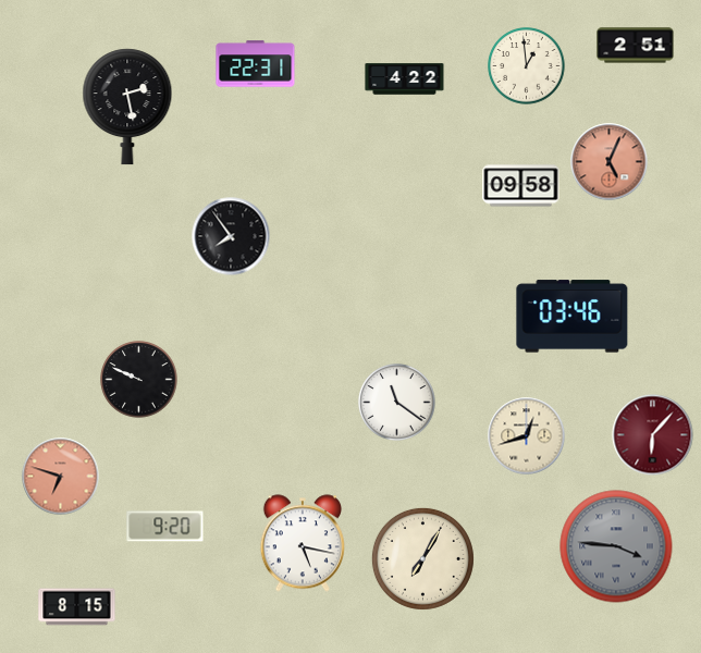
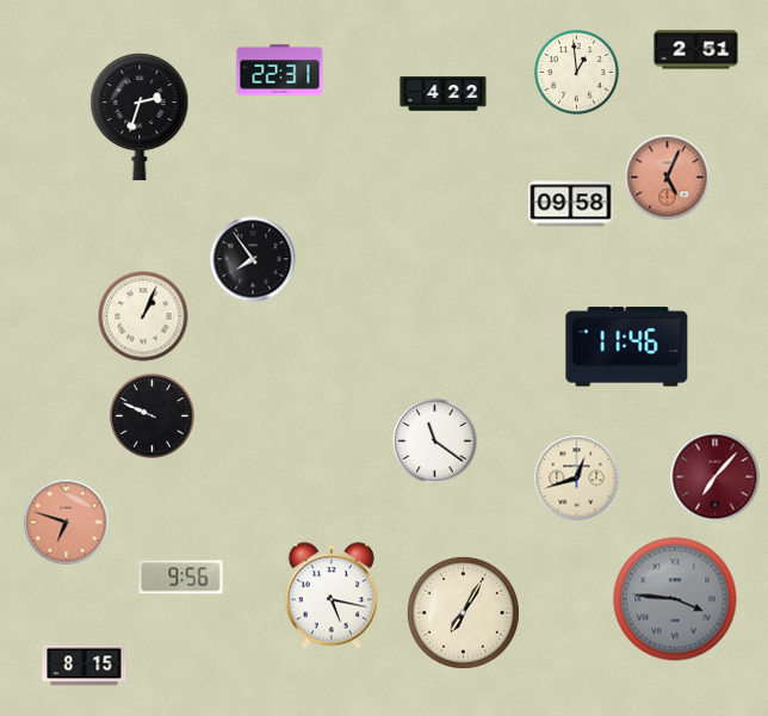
clock at (405, 79) position: (405, 79) -> (444, 94)
clock at (127, 107): 2:28 -> 2:33
clock at (143, 316): none -> 1:04
clock at (573, 317): 03:46 -> 11:46
clock at (653, 435): 6:07 -> 7:07
clock at (165, 527): 9:20 -> 9:56
